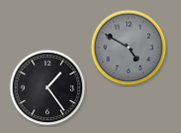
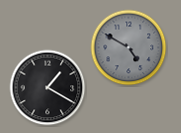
clock at (48, 88): 1:24 -> 1:20
